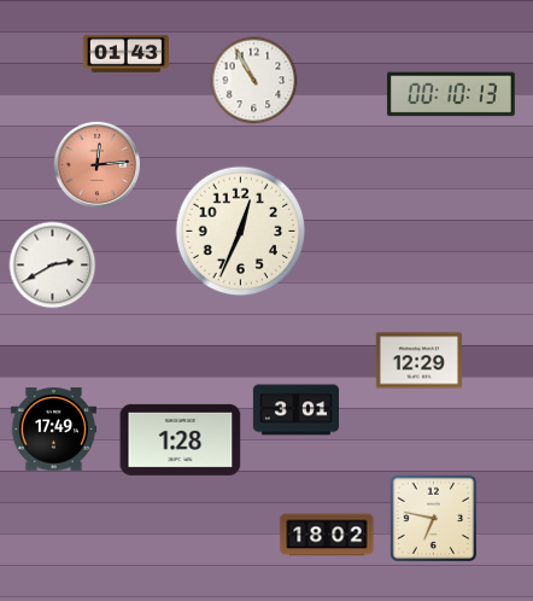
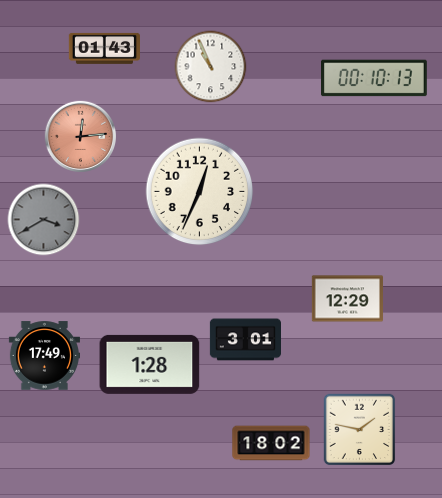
clock at (125, 53) position: (125, 53) -> (104, 48)
clock at (254, 81): 10:55 -> 10:56
clock at (53, 266): 2:40 -> 3:40
clock at (53, 266) dial: white -> grey
clock at (434, 519): 6:47 -> 1:47
